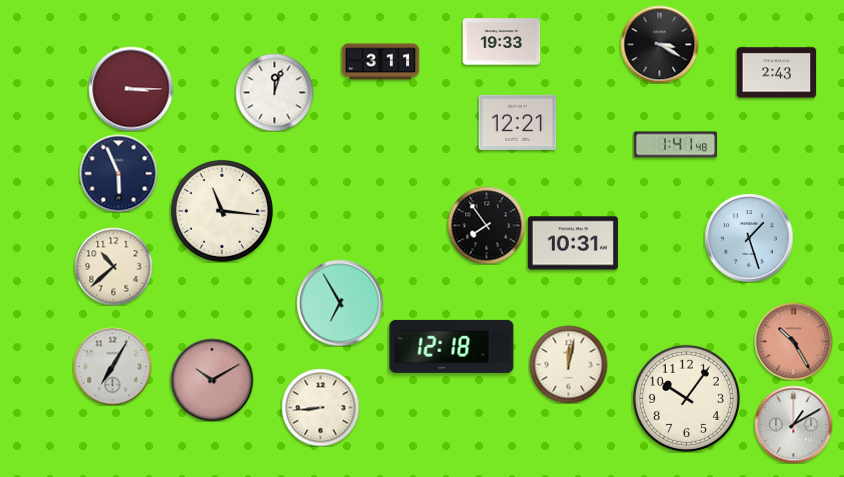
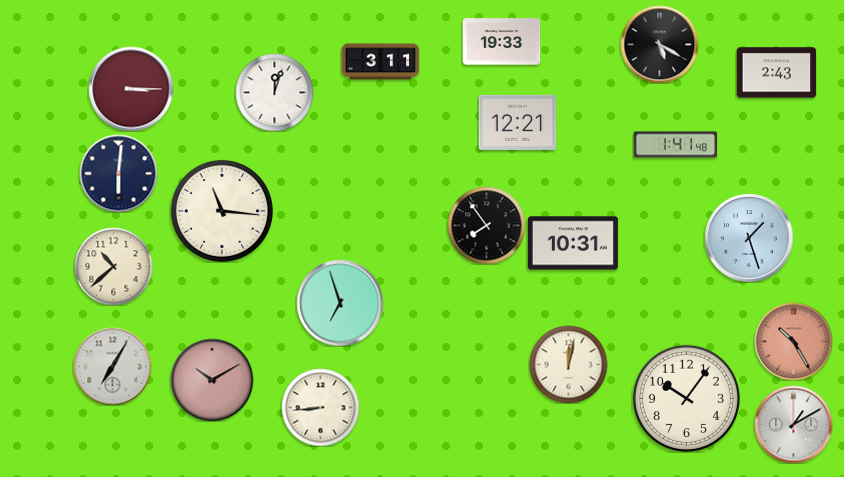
clock at (659, 44): 3:20 -> 5:20
clock at (118, 173): 5:56 -> 6:01
clock at (340, 303): 6:55 -> 6:57
clock at (452, 346): 12:18 -> none
